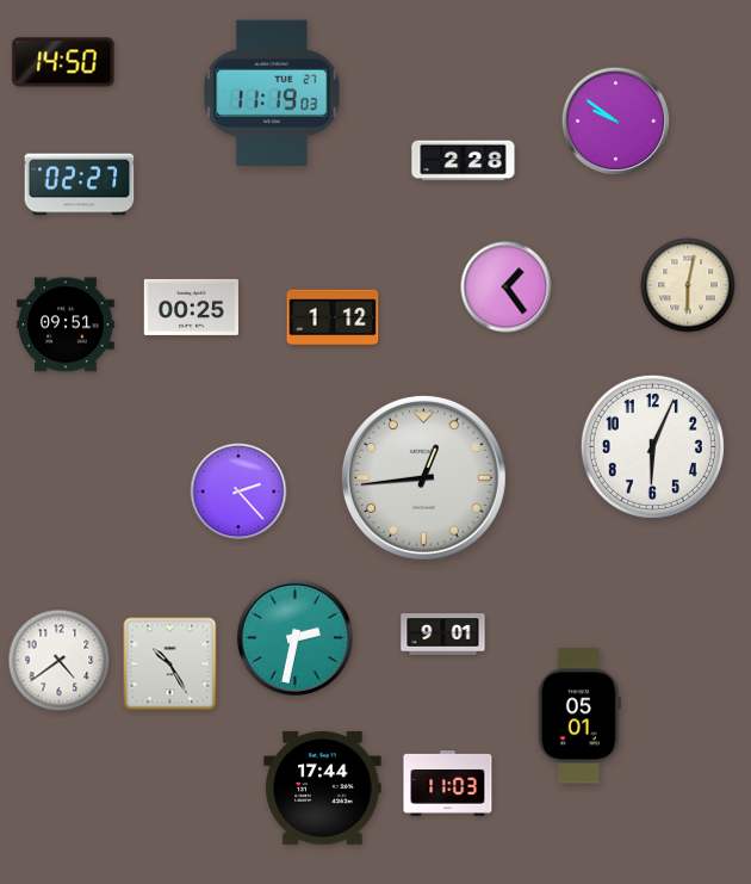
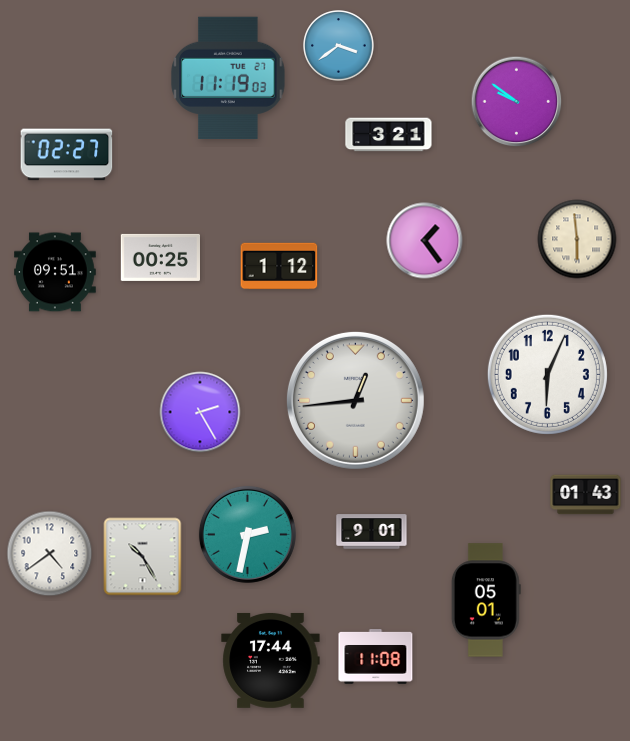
clock at (339, 46): none -> 3:39
clock at (63, 62): 14:50 -> none
clock at (464, 161): 2:28 -> 3:21
clock at (688, 285): 6:02 -> 5:59
clock at (238, 492): 2:23 -> 2:25
clock at (586, 495): none -> 01:43
clock at (448, 784): 11:03 -> 11:08
